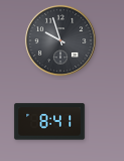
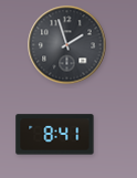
clock at (61, 41): 9:57 -> 1:57
